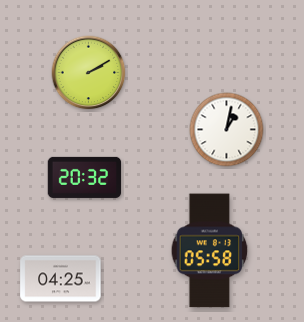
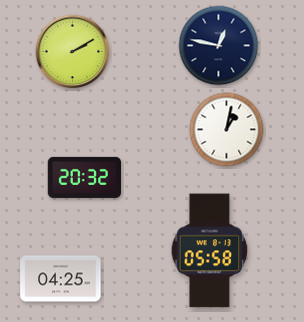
clock at (219, 46): none -> 12:47
clock at (89, 73) position: (89, 73) -> (73, 52)
